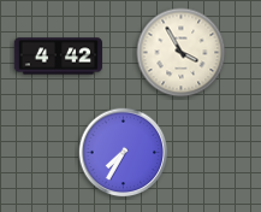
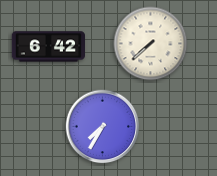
clock at (182, 53): 3:55 -> 7:38
clock at (58, 57): 4:42 -> 6:42
